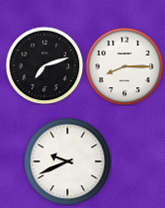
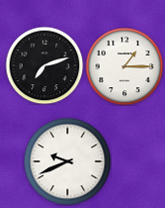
clock at (124, 66): 8:15 -> 1:15
